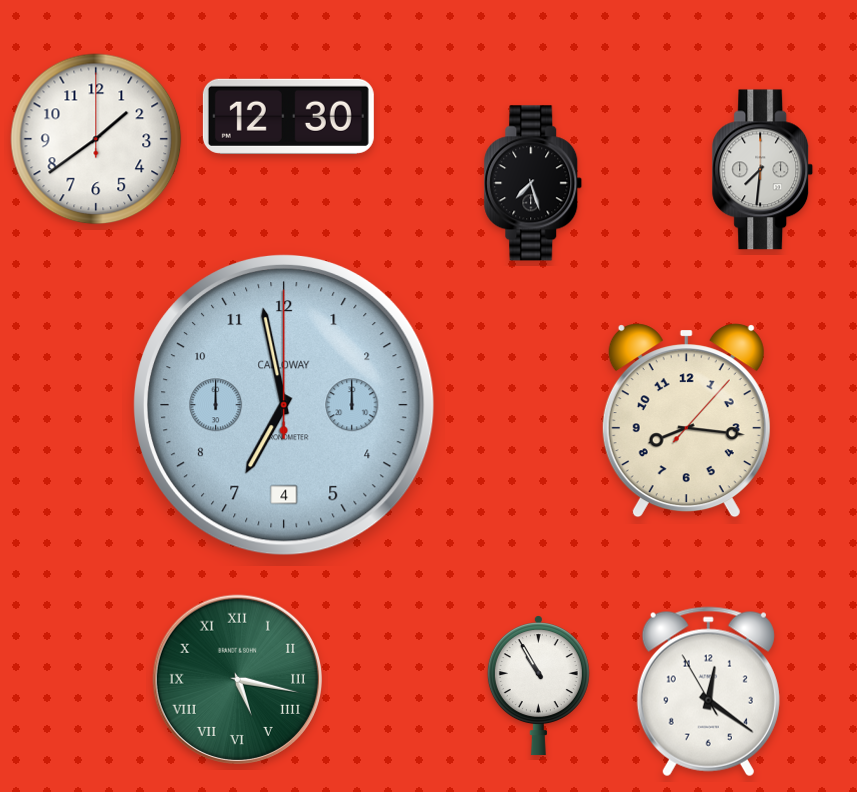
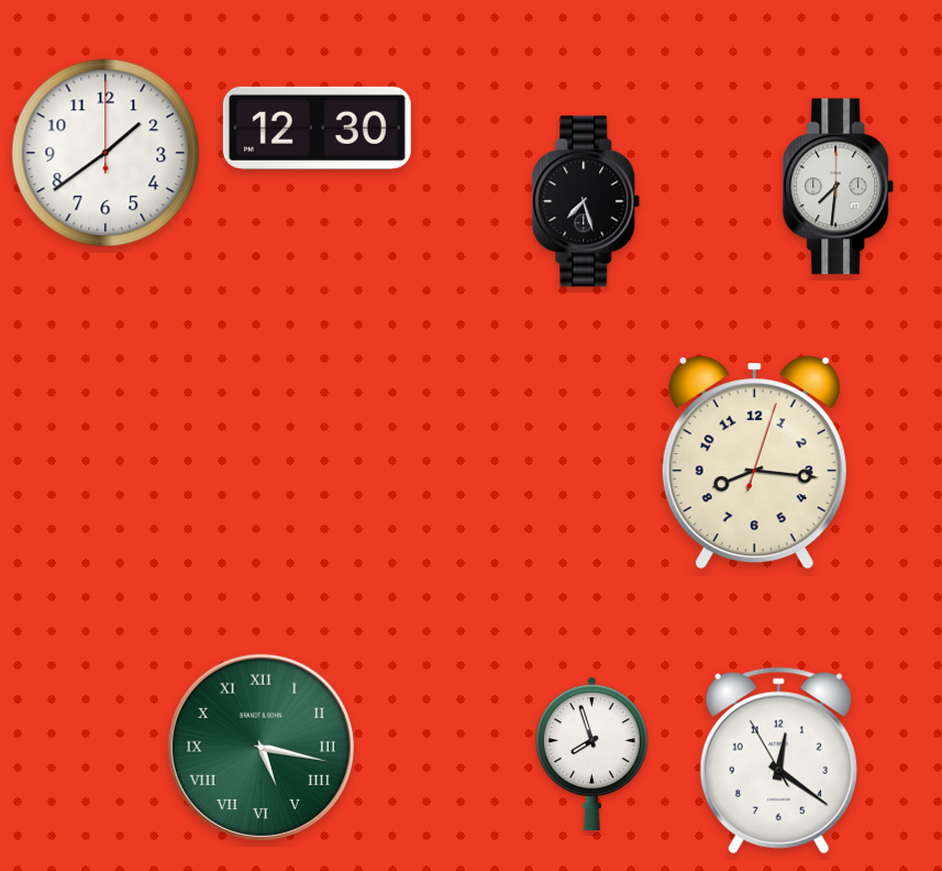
clock at (284, 405): 6:58 -> none
clock at (686, 421): 8:16:07 -> 8:16:03
clock at (538, 686): 10:55 -> 7:57
